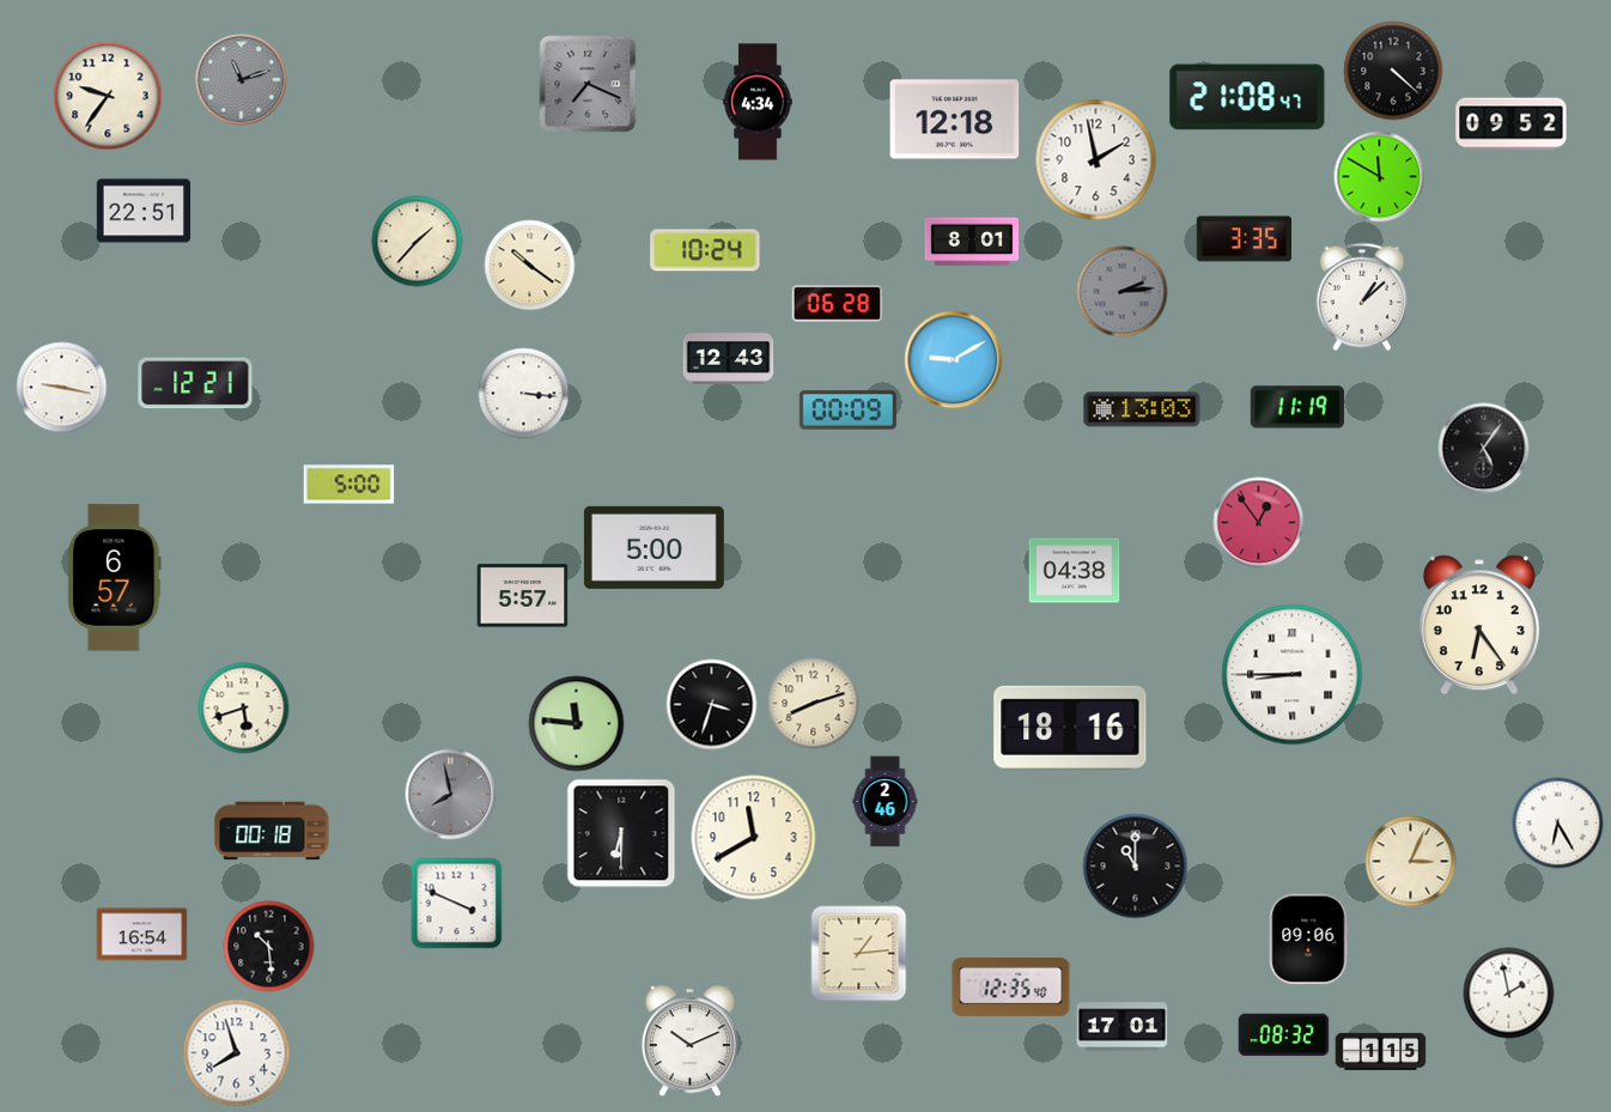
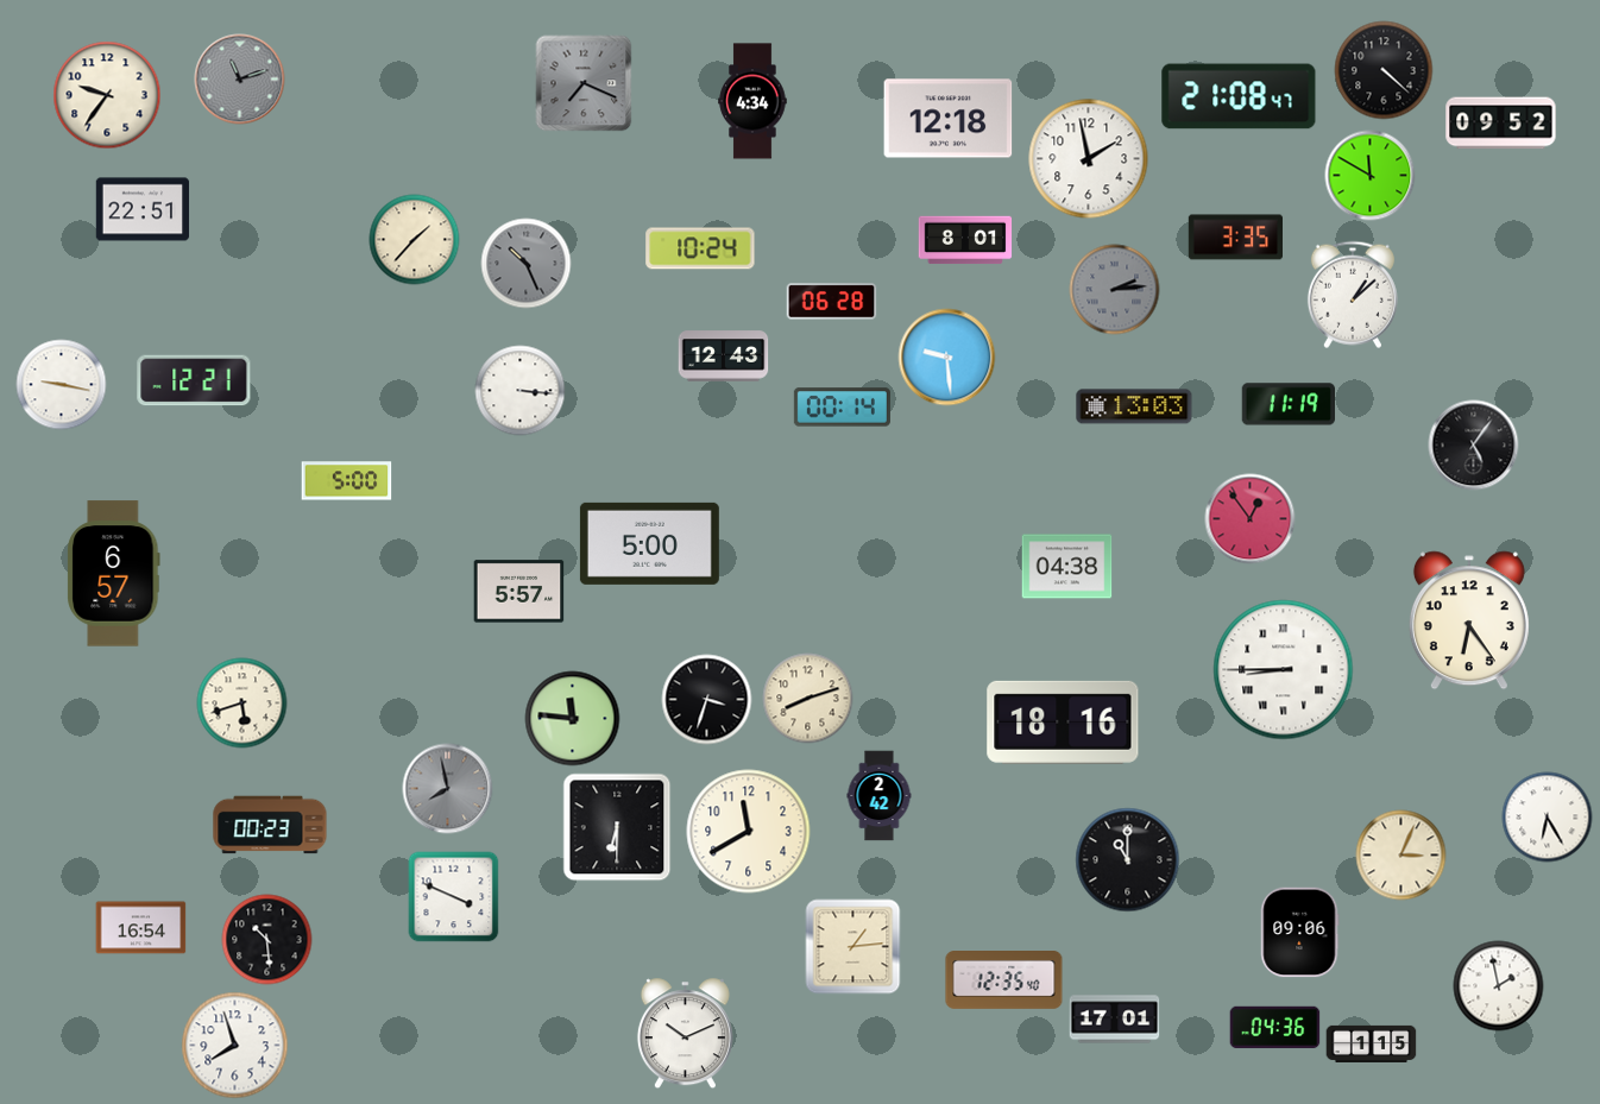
clock at (530, 266): 10:21 -> 10:26
clock at (530, 266) dial: cream -> grey
clock at (954, 360): 9:10 -> 9:29
clock at (847, 411): 00:09 -> 00:14
clock at (886, 802): 2:46 -> 2:42
clock at (272, 831): 00:18 -> 00:23
clock at (1284, 1035): 08:32 -> 04:36
